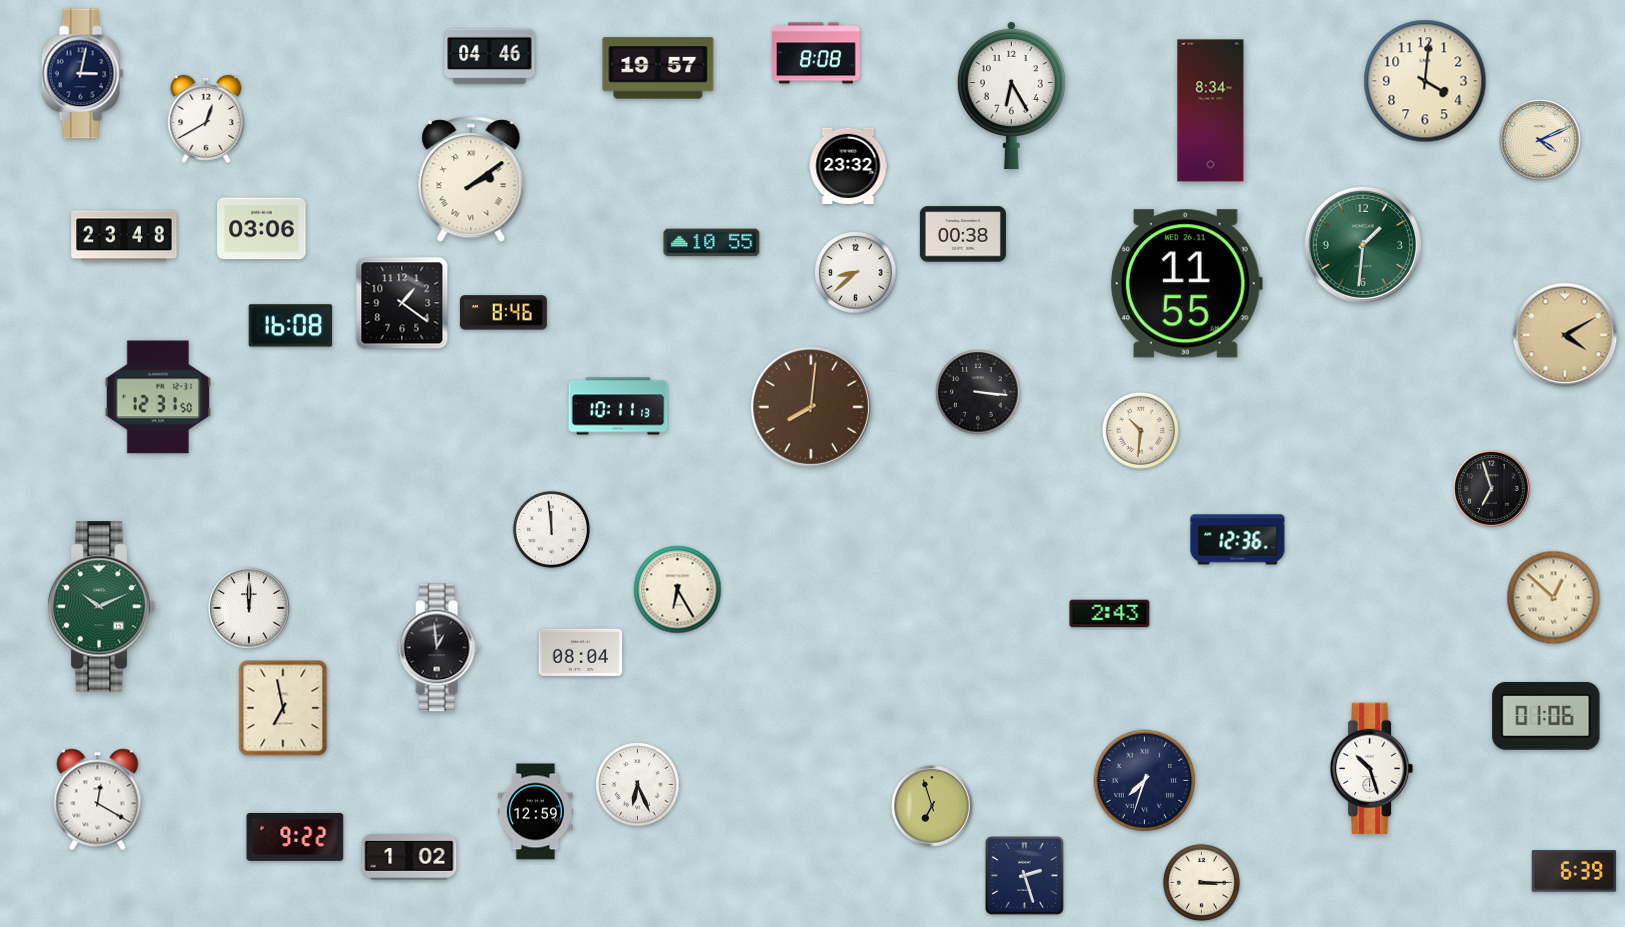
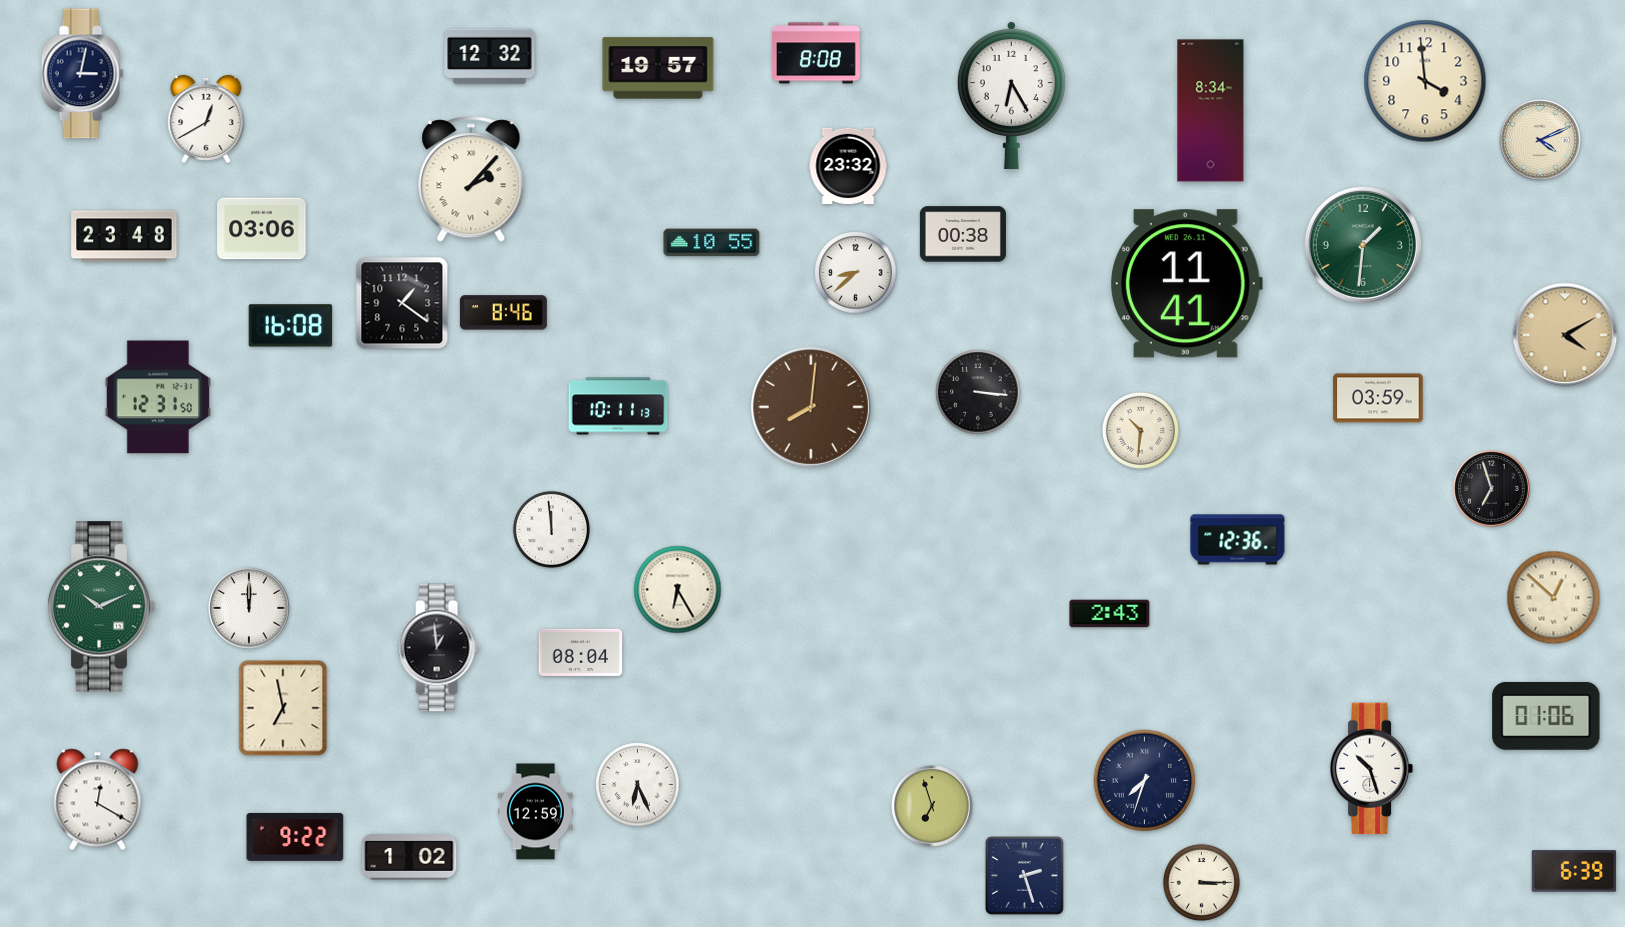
clock at (490, 57): 04:46 -> 12:32
clock at (1425, 81): 4:01 -> 3:59
clock at (471, 180): 2:09 -> 2:07
clock at (1186, 284): 11:55 -> 11:41
clock at (1378, 398): none -> 03:59
